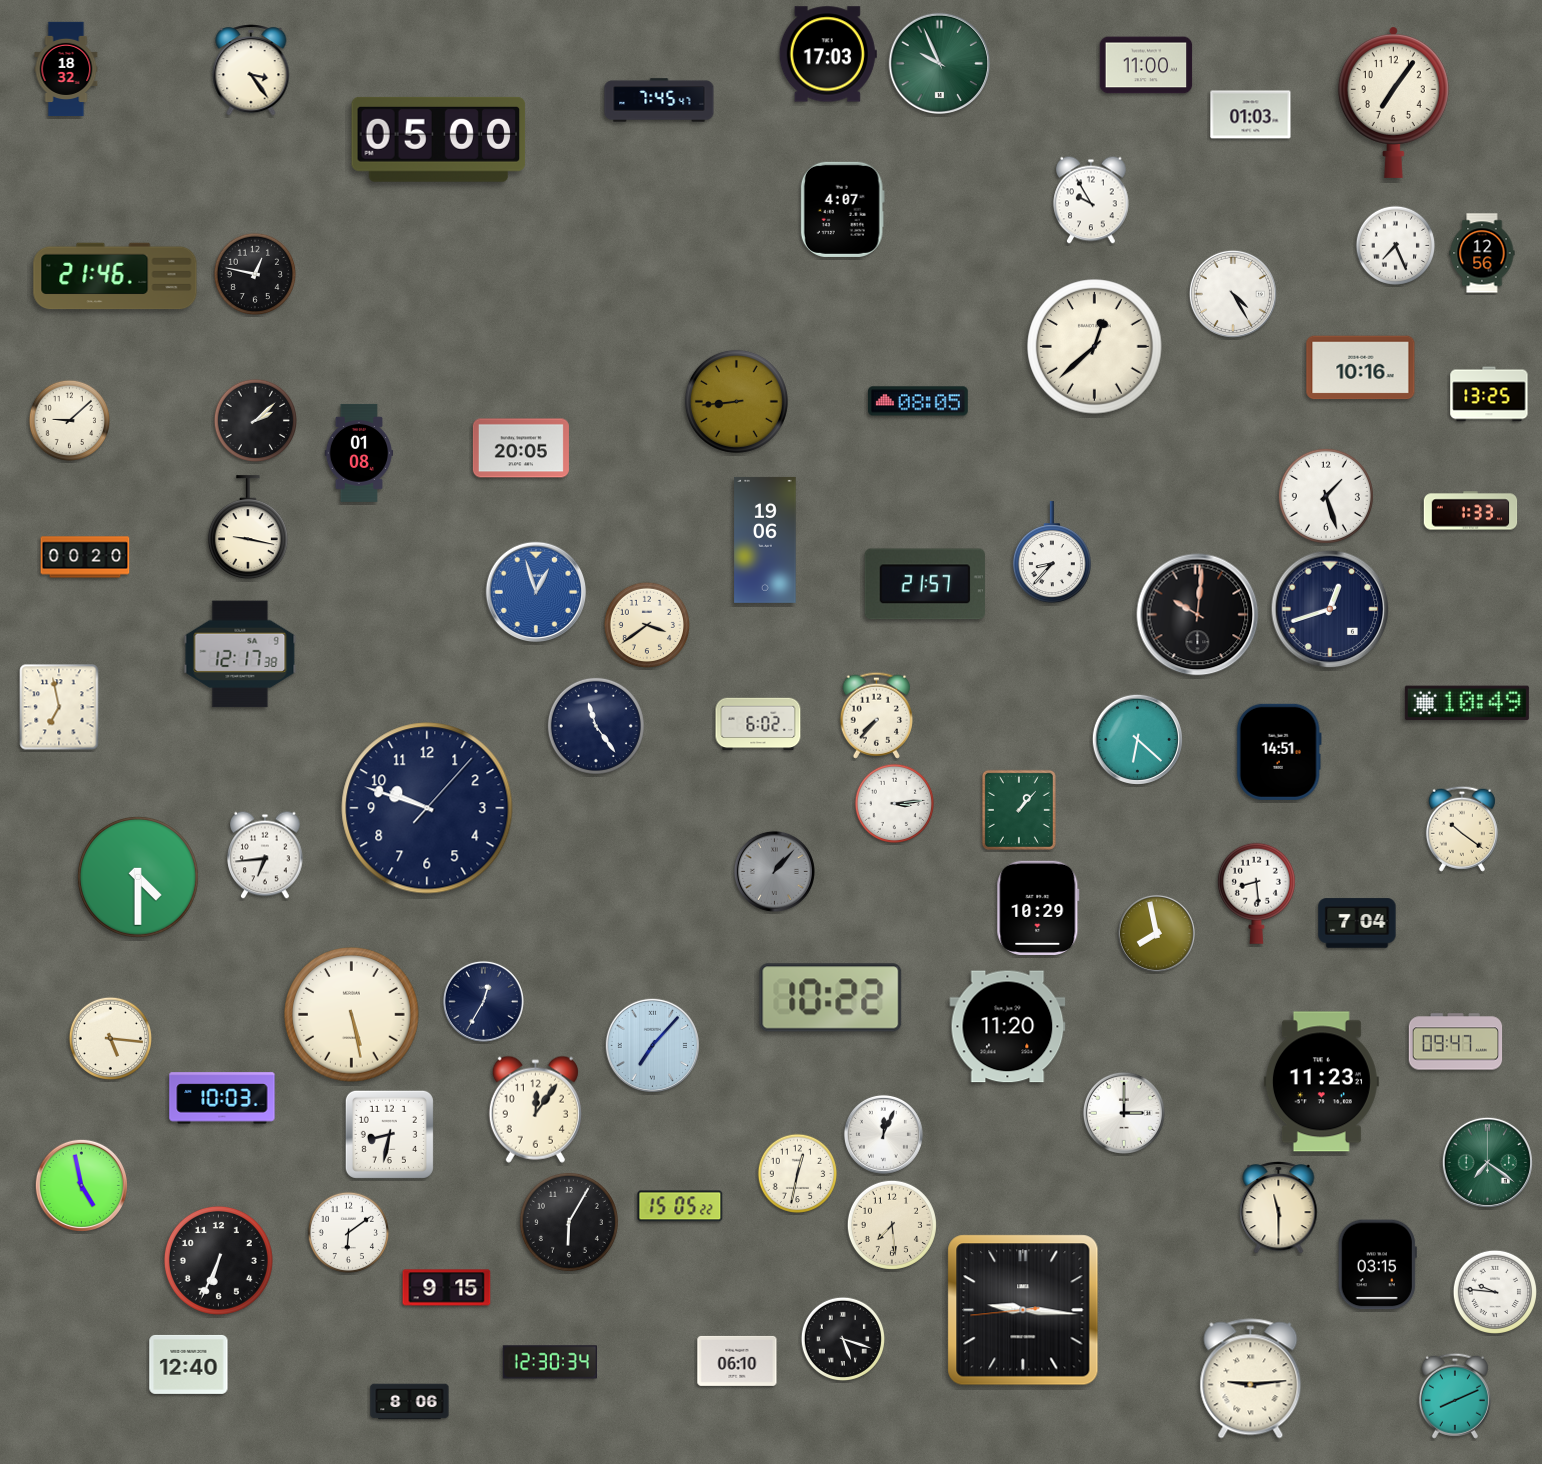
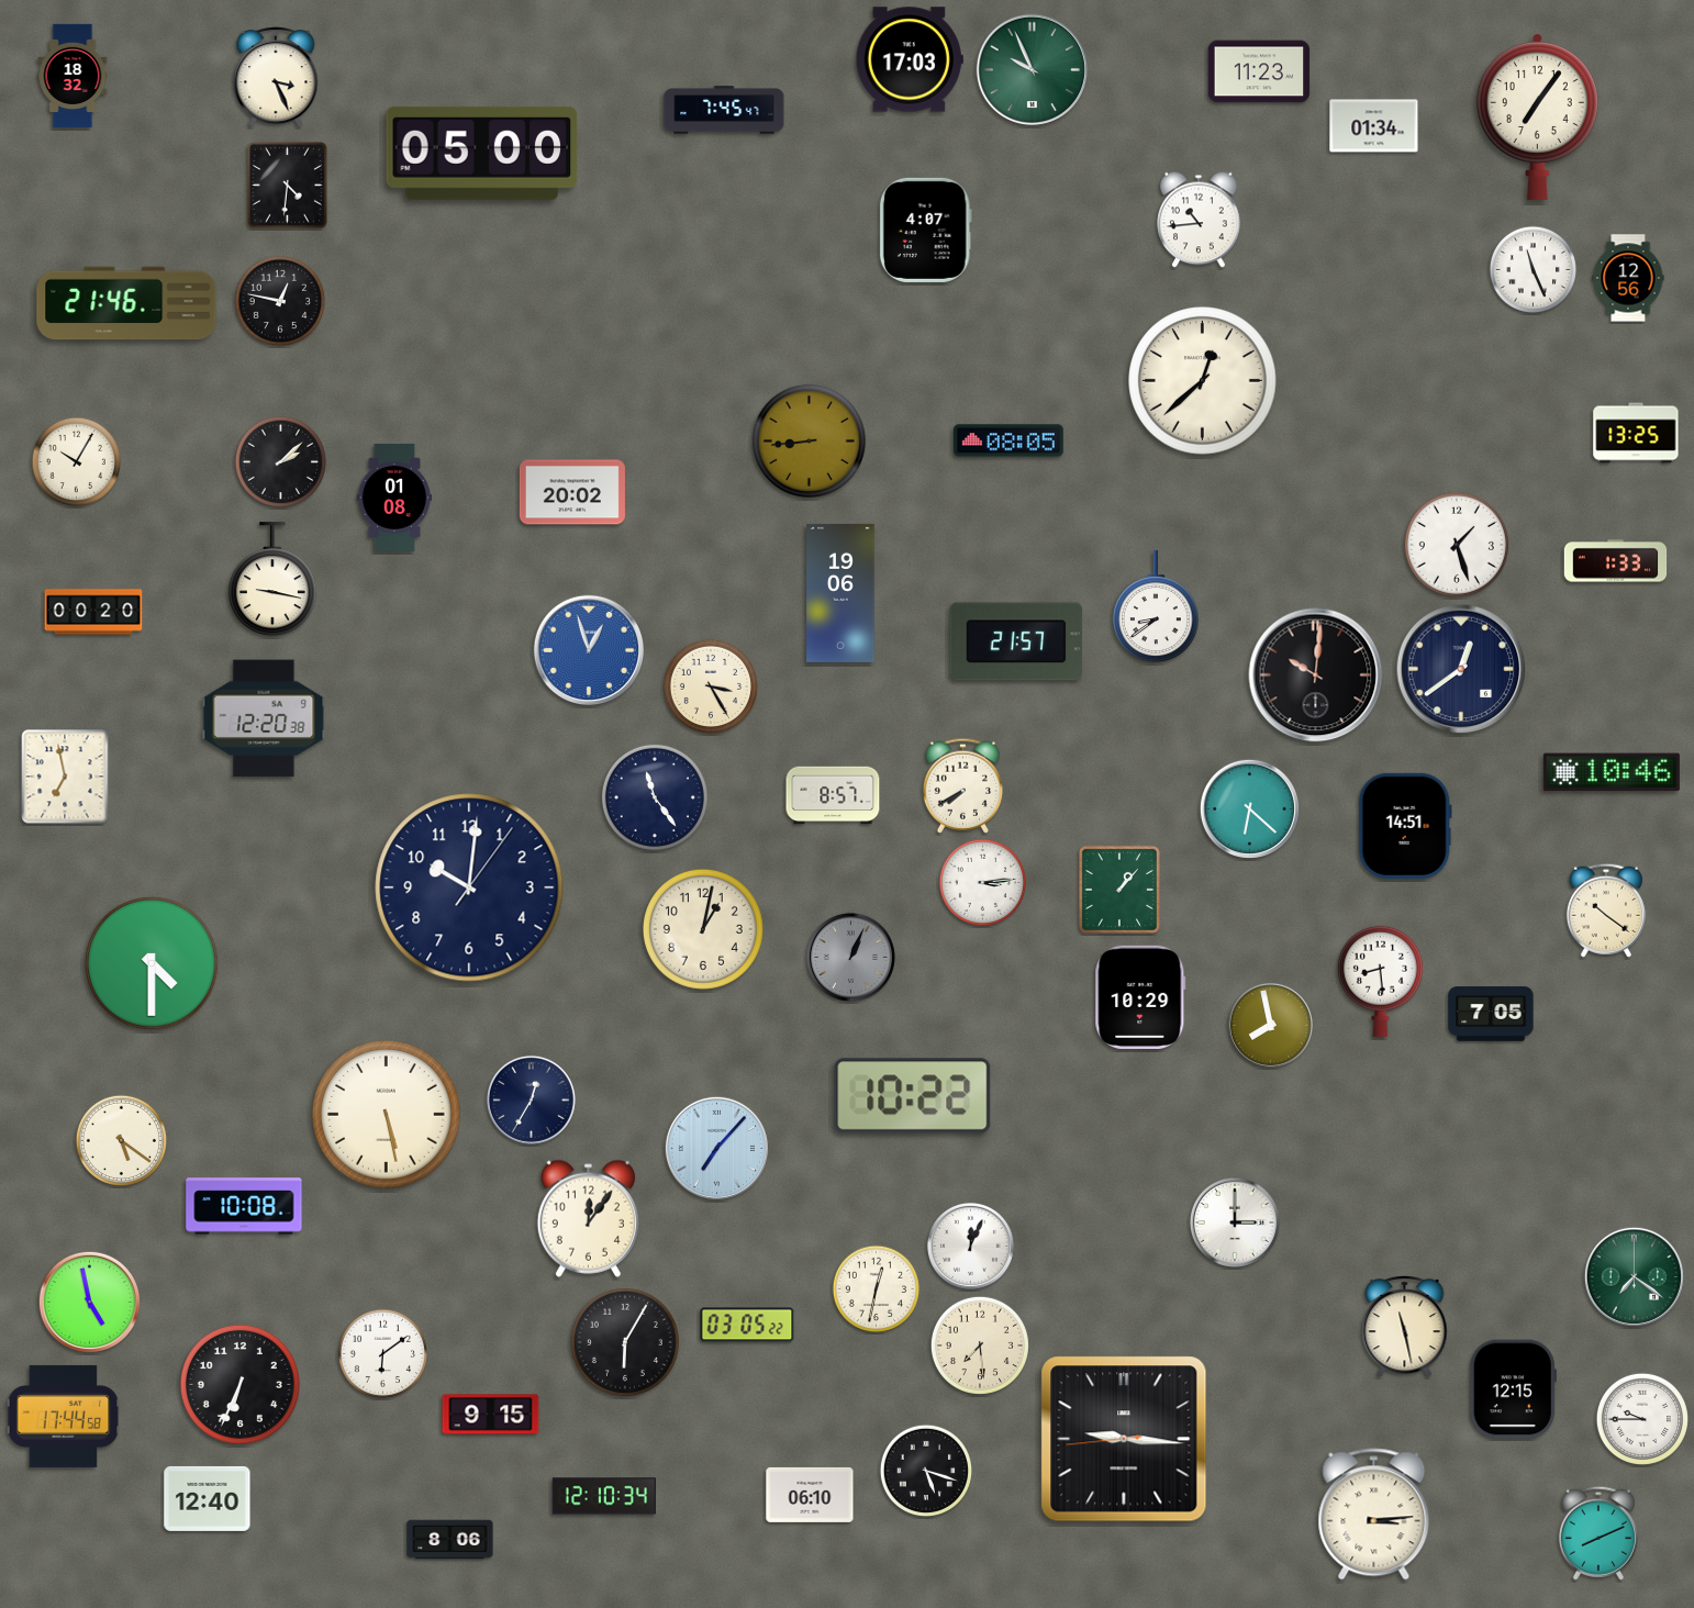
clock at (1146, 65): 11:00 -> 11:23
clock at (251, 70): 3:24 -> 3:26
clock at (1393, 102) position: (1393, 102) -> (1537, 116)
clock at (1251, 115): 01:03 -> 01:34
clock at (287, 185): none -> 4:31
clock at (1091, 200): 9:55 -> 10:44
clock at (1396, 246): 7:26 -> 11:26
clock at (1233, 294): 4:25 -> none
clock at (1361, 368): 10:16 -> none
clock at (69, 420): 9:08 -> 10:05
clock at (521, 448): 20:05 -> 20:02
clock at (1052, 553): 8:37 -> 8:39
clock at (1330, 609): 12:42 -> 12:39
clock at (647, 625): 3:39 -> 3:25
clock at (240, 654): 12:17 -> 12:20
clock at (1467, 703): 10:49 -> 10:46
clock at (876, 715): 7:37 -> 7:40
clock at (758, 724): 6:02 -> 8:57
clock at (1137, 739) position: (1137, 739) -> (1249, 808)
clock at (427, 808): 9:48 -> 10:01
clock at (703, 929): none -> 1:02
clock at (265, 855): 6:44 -> none
clock at (774, 871): 1:07 -> 1:04
clock at (1357, 923): 7:04 -> 7:05
clock at (1008, 1027): 11:20 -> none
clock at (110, 1038): 5:16 -> 5:21
clock at (1456, 1042): 09:47 -> none
clock at (1321, 1082): 11:23 -> none
clock at (222, 1098): 10:03 -> 10:08
clock at (389, 1134): 8:32 -> none
clock at (680, 1206): 15:05 -> 03:05
clock at (1279, 1207): 11:30 -> 11:28
clock at (1377, 1265): 03:15 -> 12:15
clock at (64, 1416): none -> 17:44
clock at (1494, 1291): 9:46 -> 9:45
clock at (550, 1362): 12:30 -> 12:10
clock at (1251, 1379): 9:14 -> 3:14
